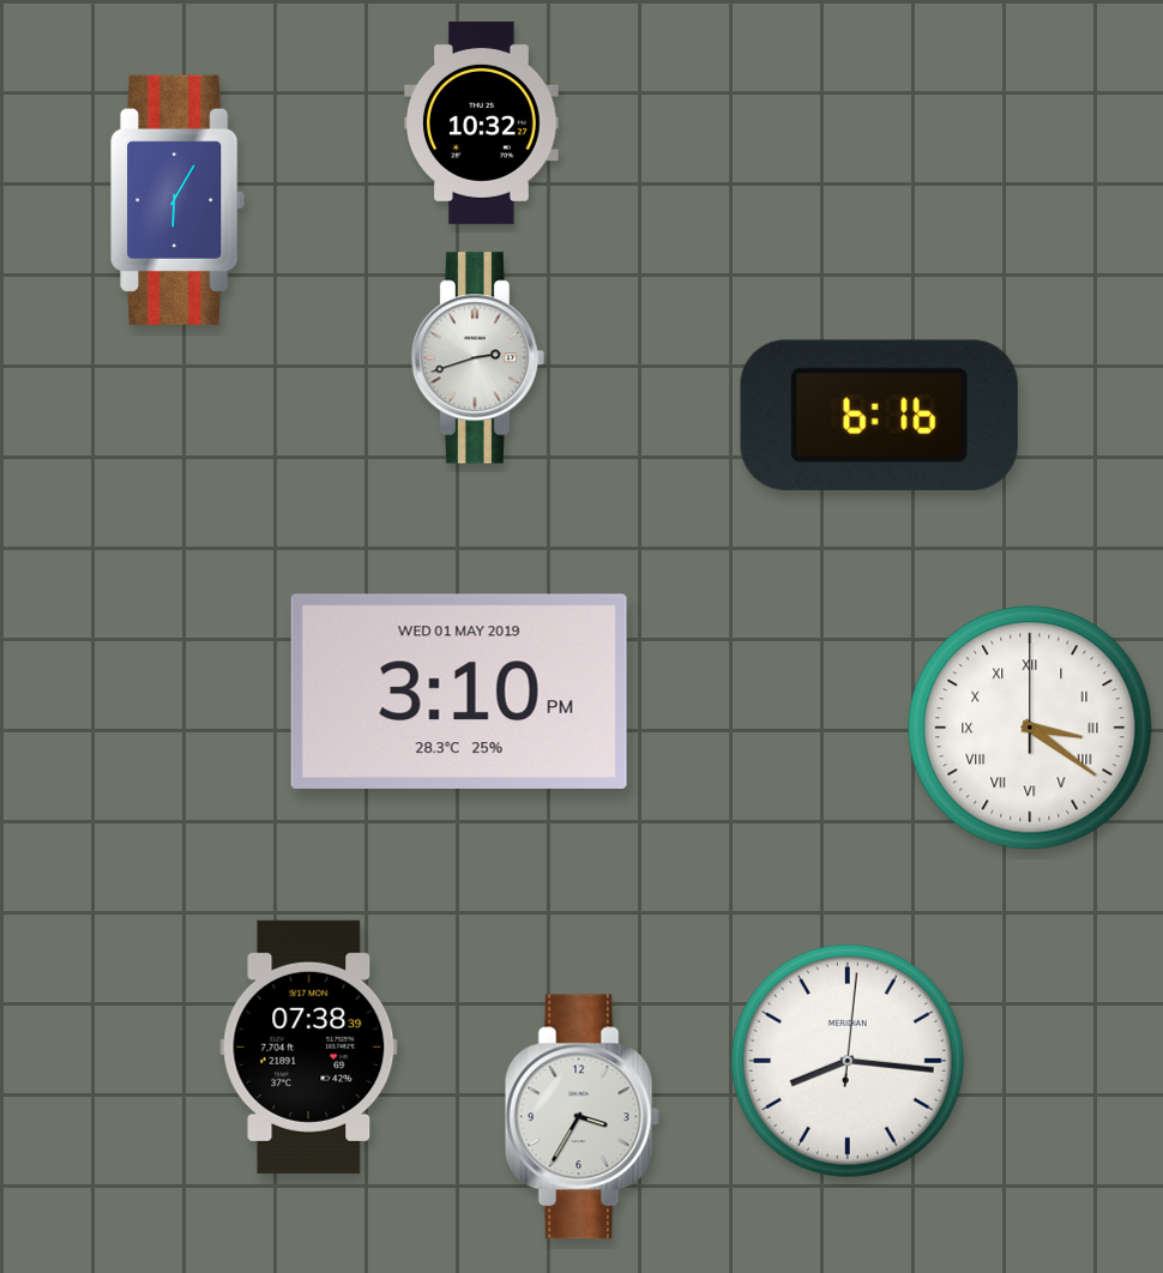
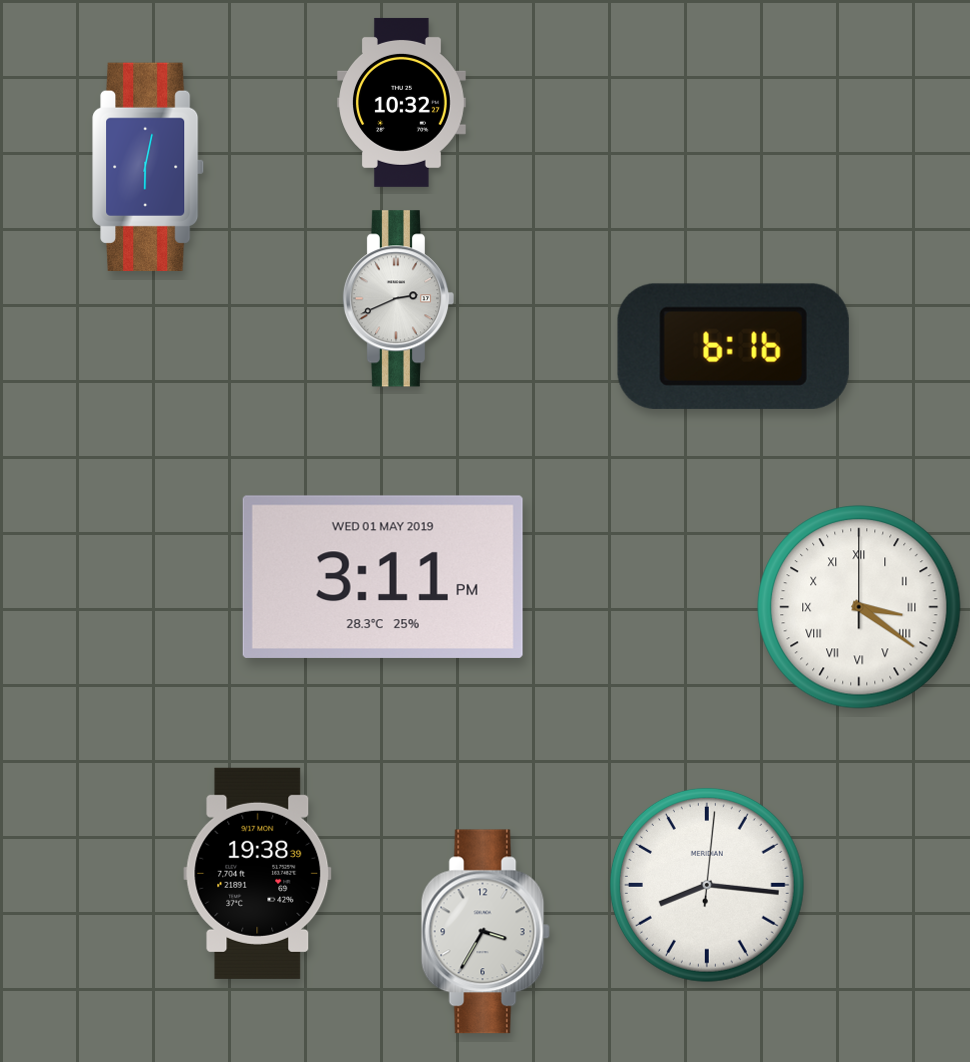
clock at (179, 200): 6:05 -> 6:02
clock at (477, 358): 2:42 -> 2:41
clock at (459, 692): 3:10 -> 3:11
clock at (309, 1046): 07:38 -> 19:38
